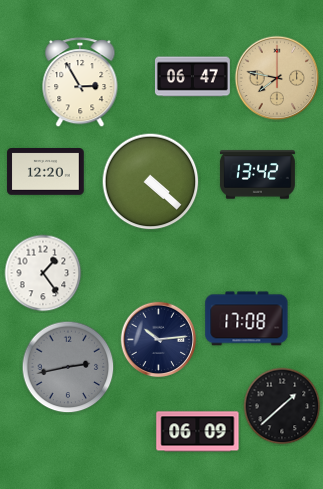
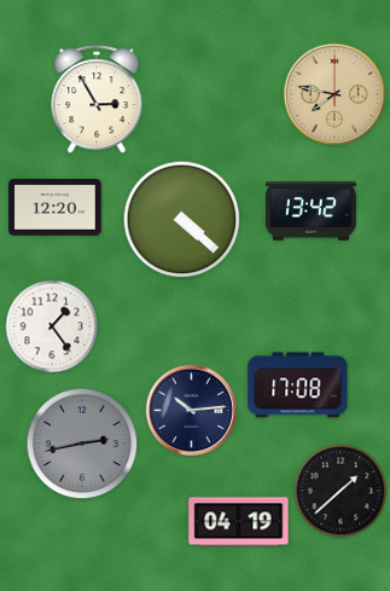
clock at (192, 77): 06:47 -> none
clock at (43, 273) position: (43, 273) -> (52, 326)
clock at (198, 432): 06:09 -> 04:19
